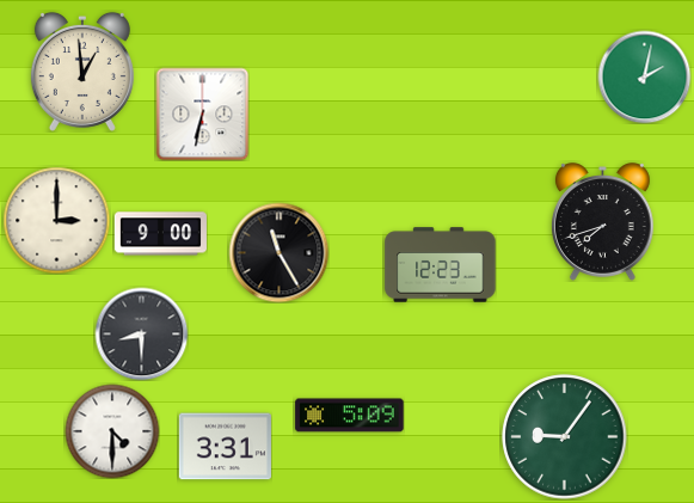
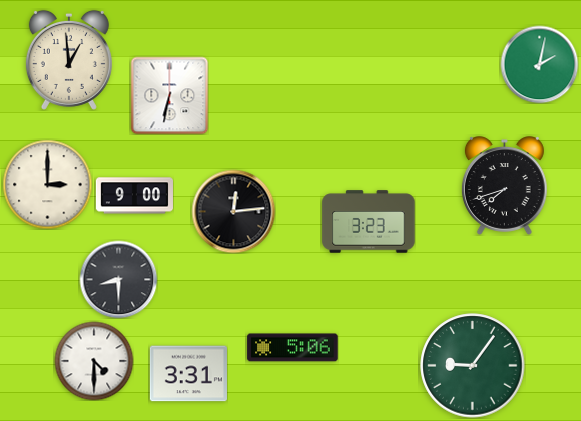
clock at (278, 252): 11:25 -> 12:14
clock at (441, 265): 12:23 -> 3:23
clock at (350, 416): 5:09 -> 5:06
